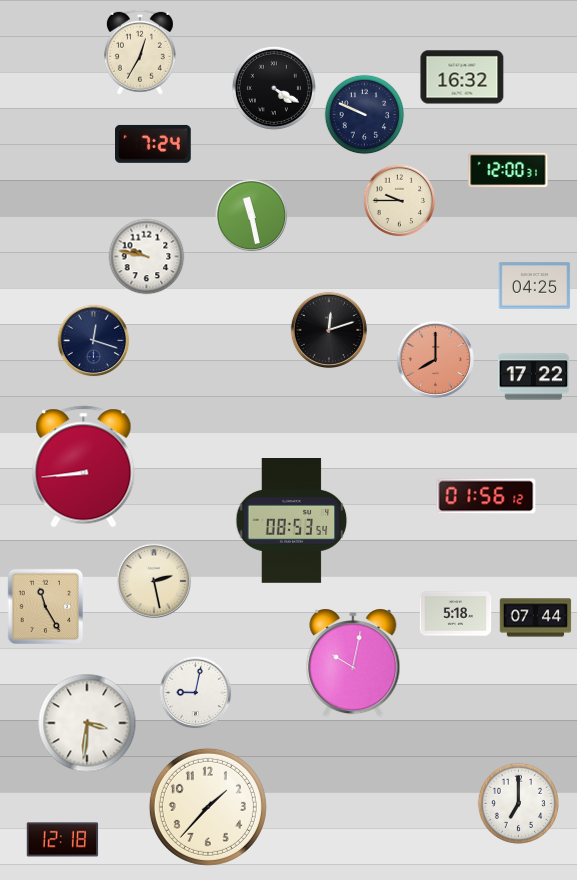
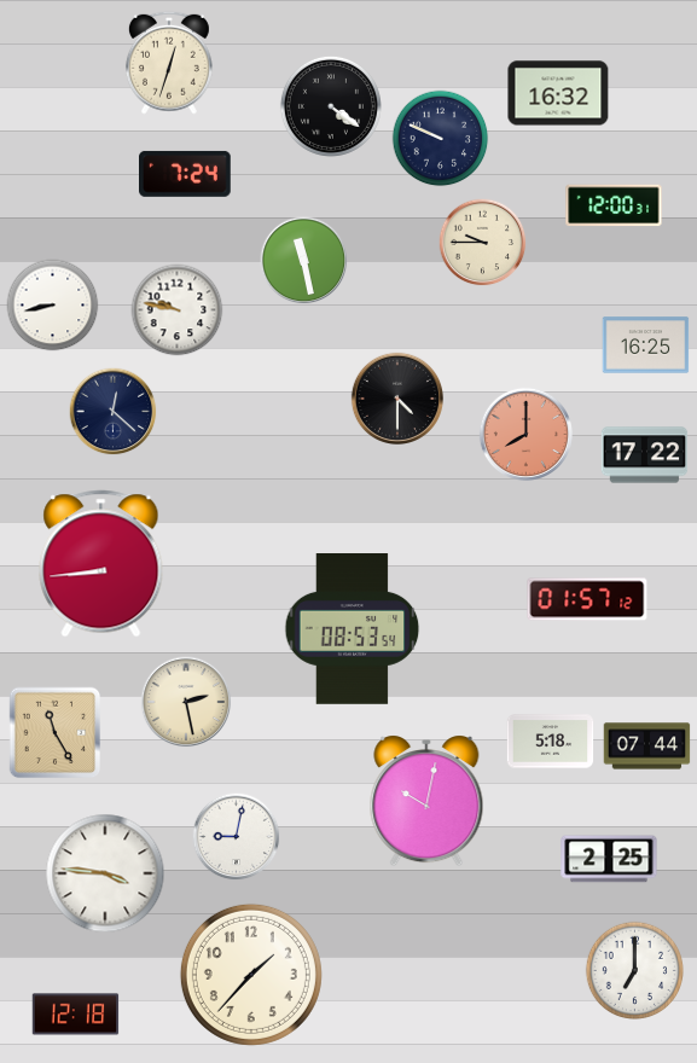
clock at (140, 52): 12:35 -> 12:33
clock at (274, 88): 4:20 -> 4:21
clock at (53, 306): none -> 8:43
clock at (535, 286): 04:25 -> 16:25
clock at (328, 329): 12:12 -> 4:30
clock at (94, 341): 12:18 -> 12:22
clock at (486, 496): 01:56 -> 01:57
clock at (609, 859): none -> 2:25
clock at (87, 723): 3:31 -> 3:46
clock at (518, 803) position: (518, 803) -> (634, 970)
